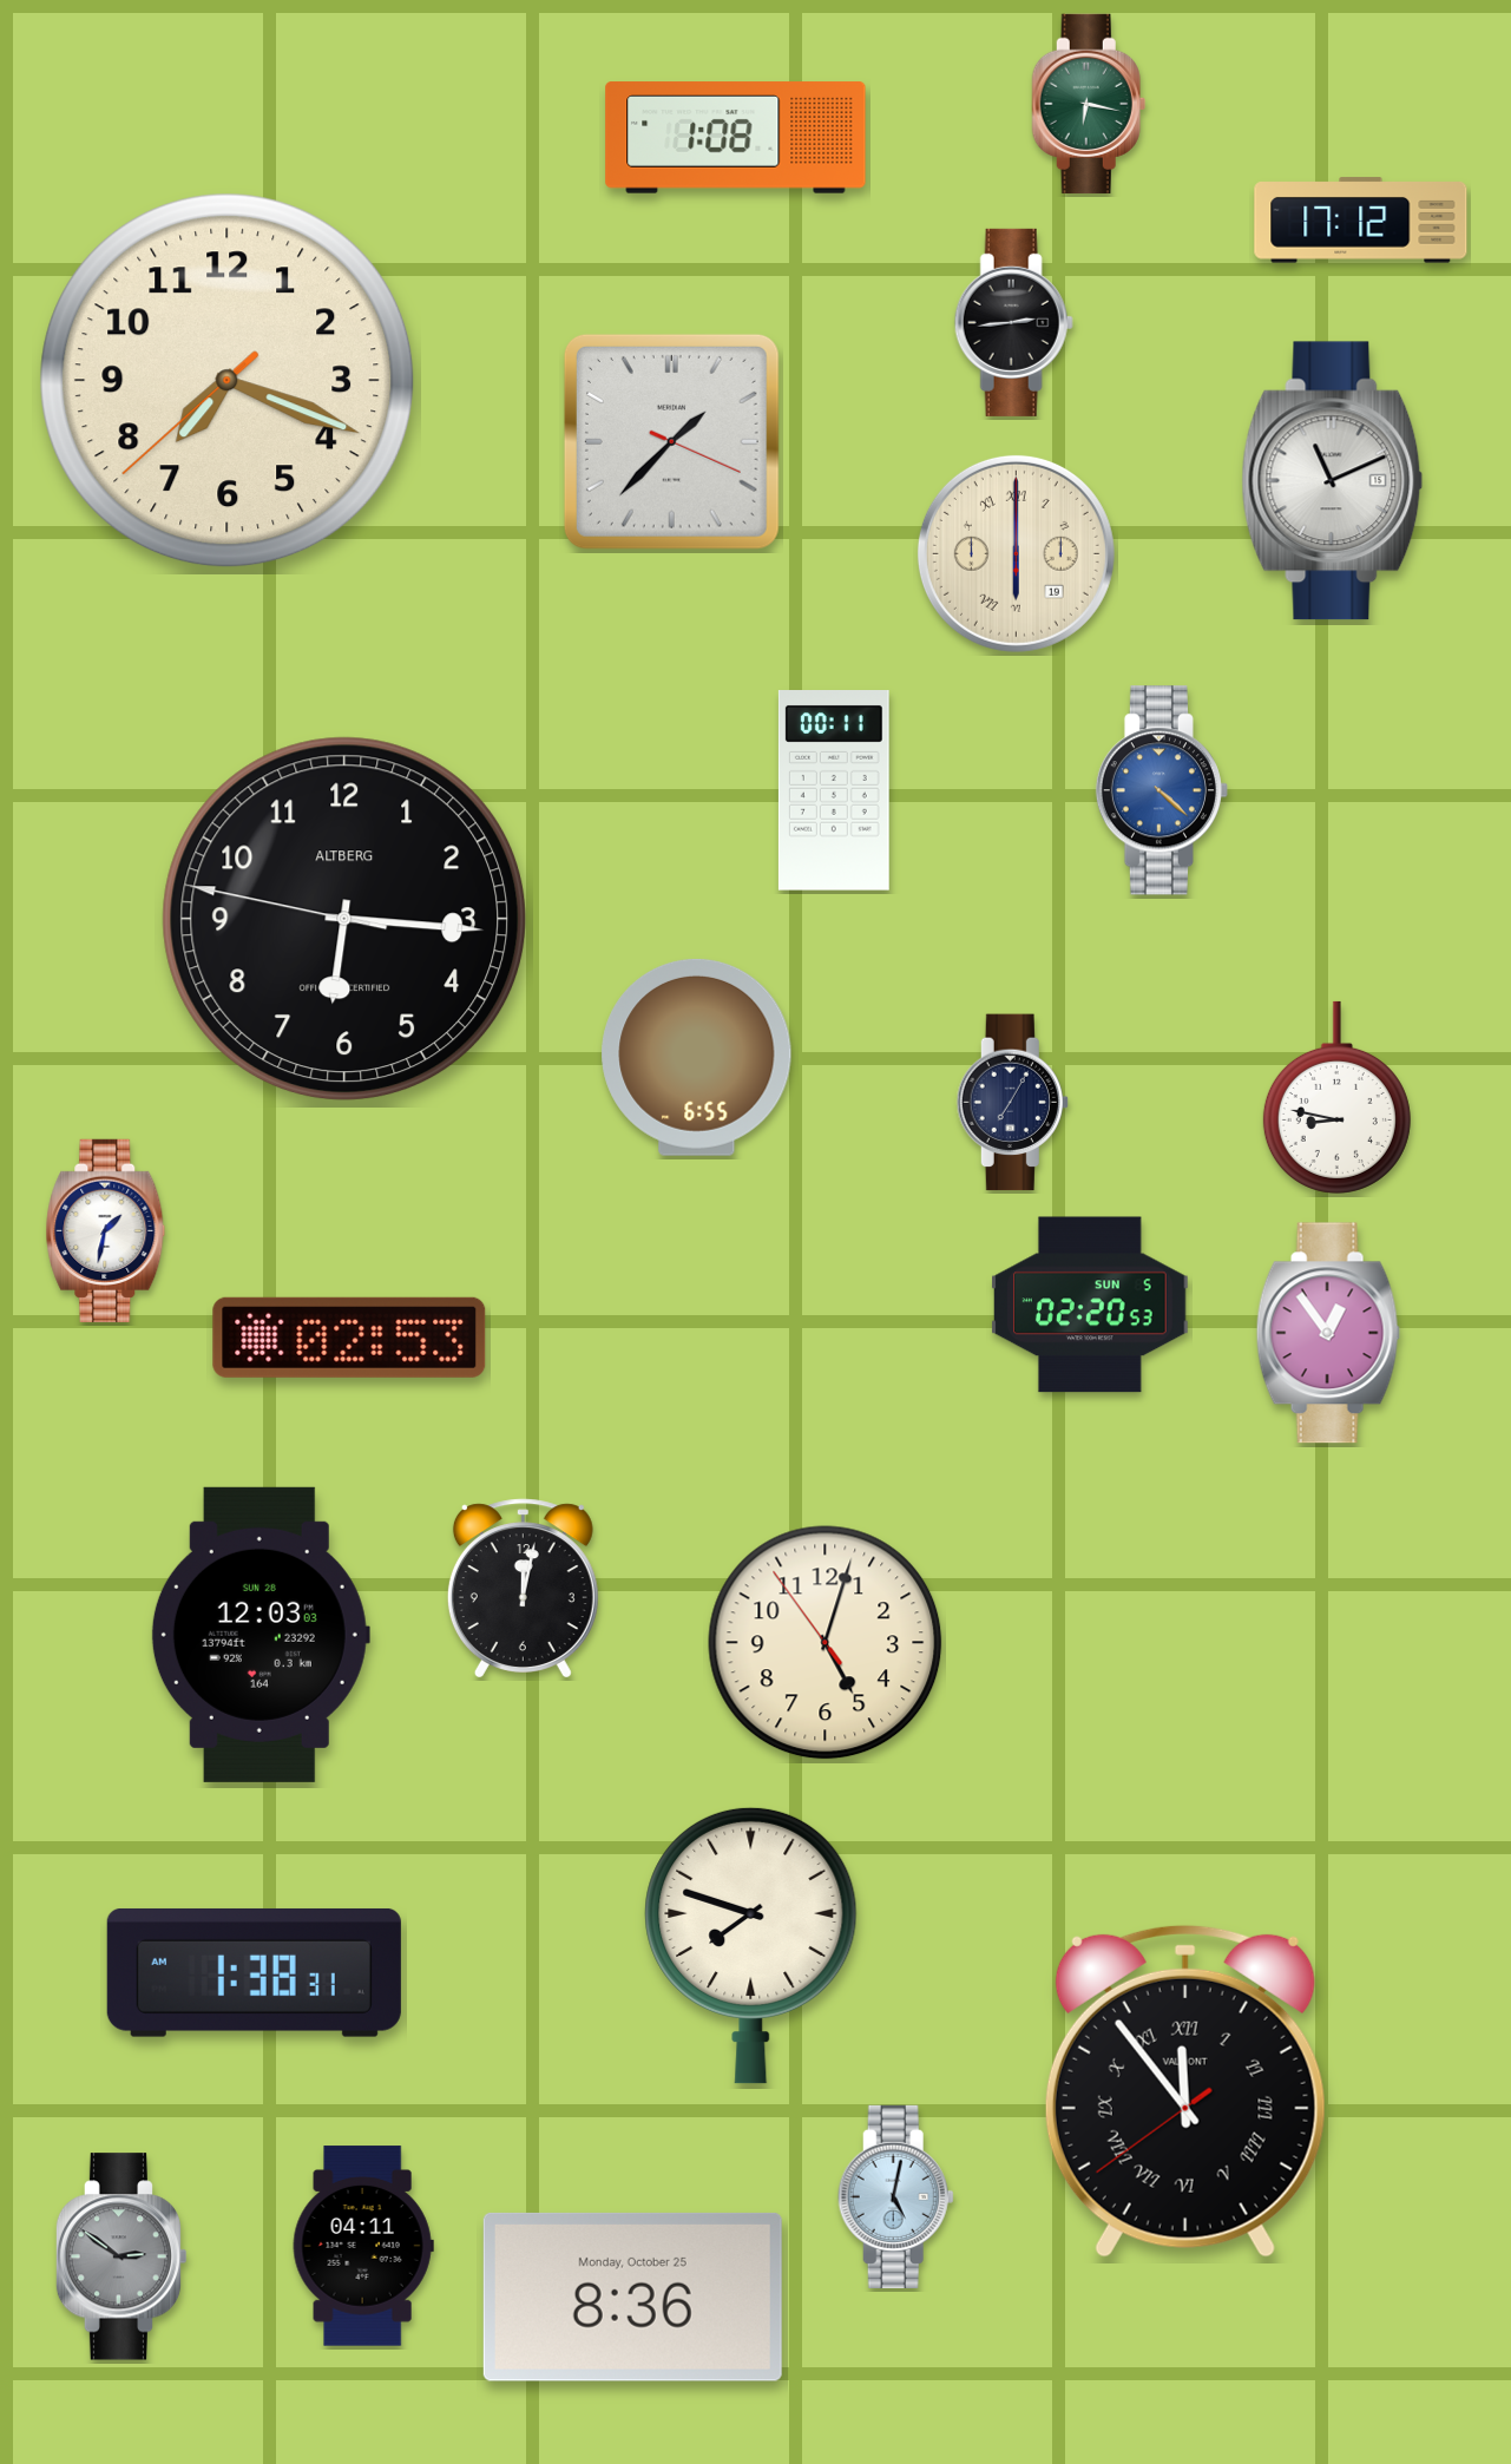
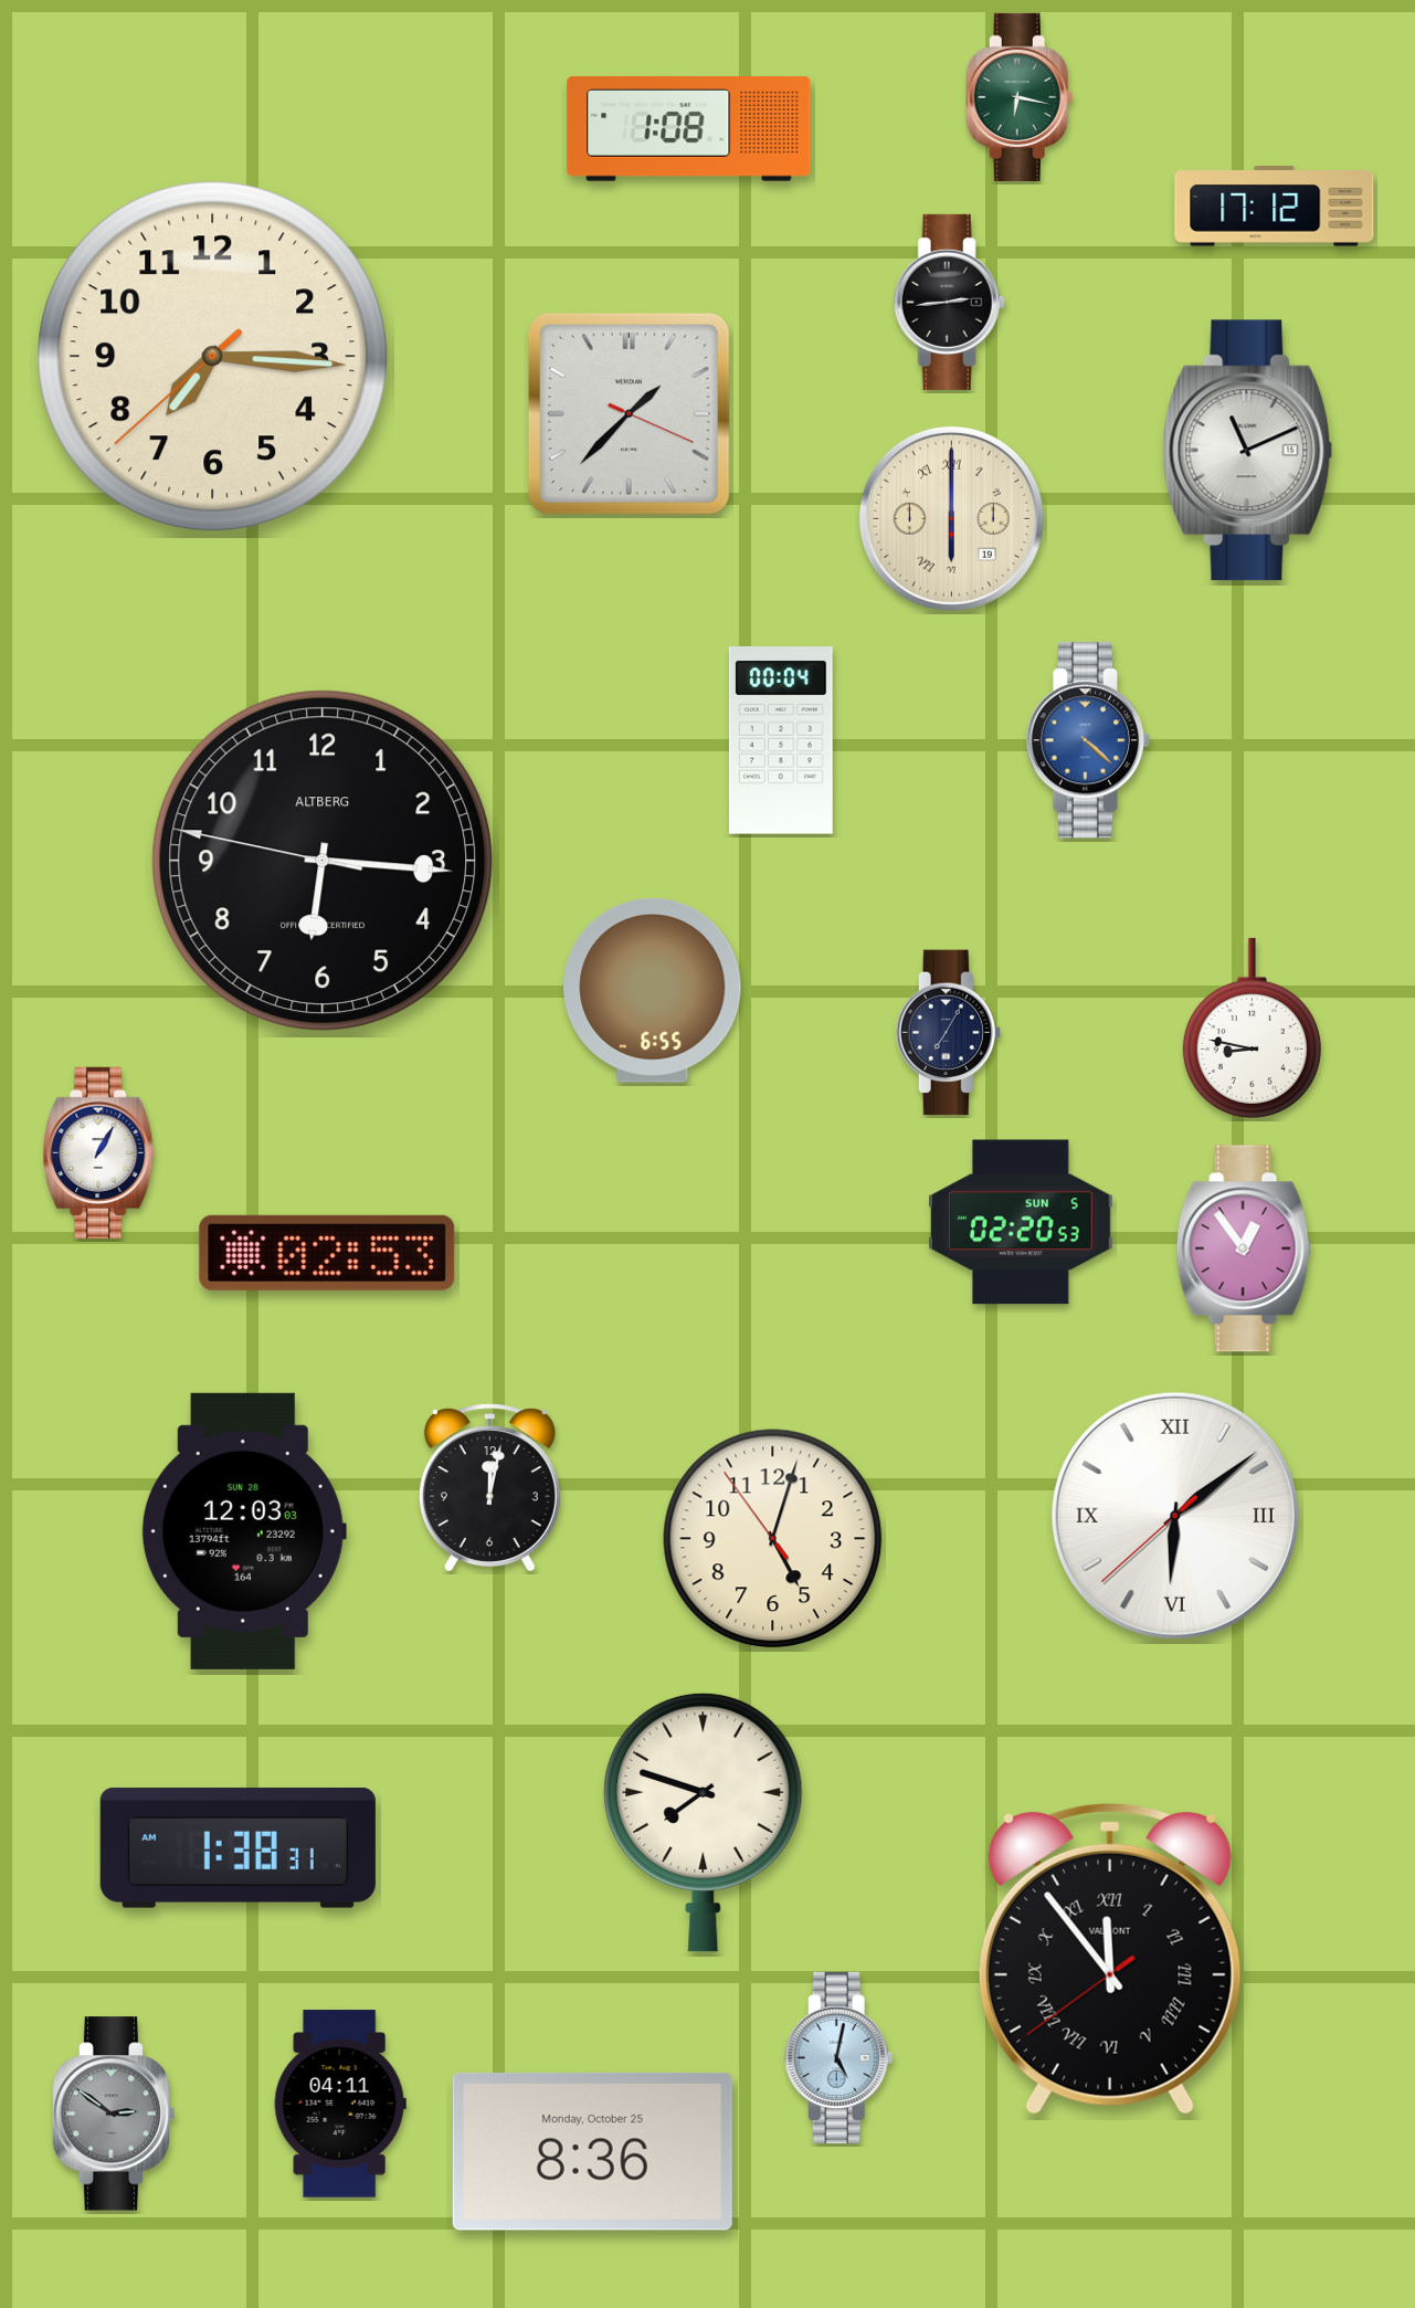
clock at (228, 381): 7:18 -> 7:15
clock at (834, 791): 00:11 -> 00:04
clock at (106, 1230): 1:32 -> 1:05
clock at (1175, 1516): none -> 6:08
